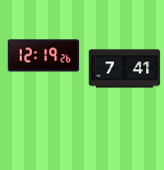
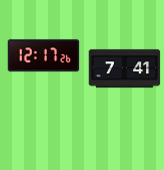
clock at (44, 56): 12:19 -> 12:17
